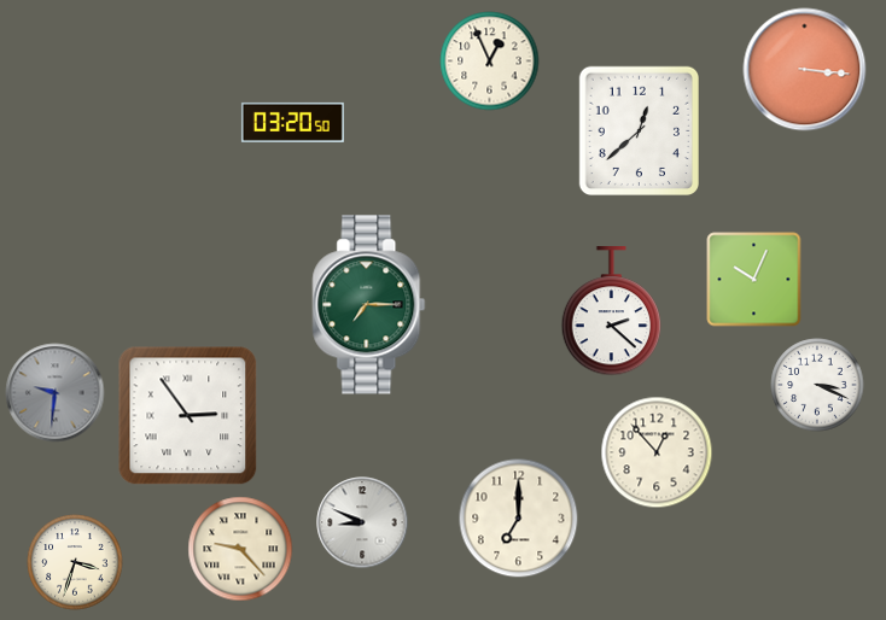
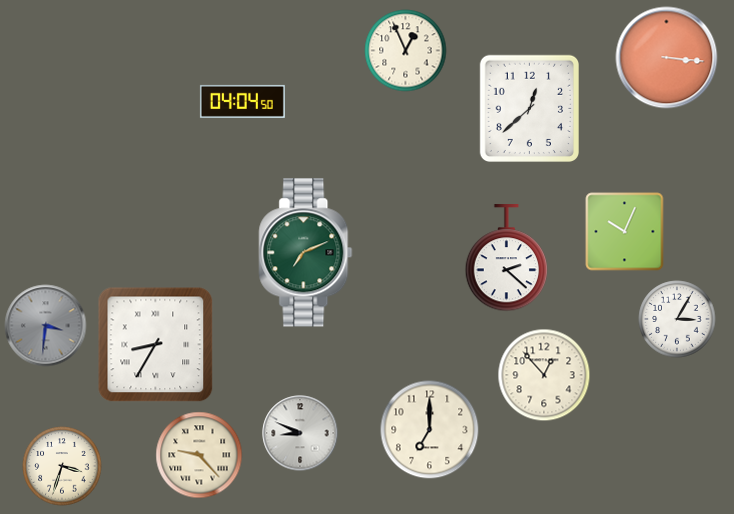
clock at (292, 122): 03:20 -> 04:04
clock at (369, 305): 7:15 -> 7:11
clock at (817, 385): 3:19 -> 3:05
clock at (56, 393): 9:31 -> 3:31
clock at (188, 416): 2:54 -> 8:35
